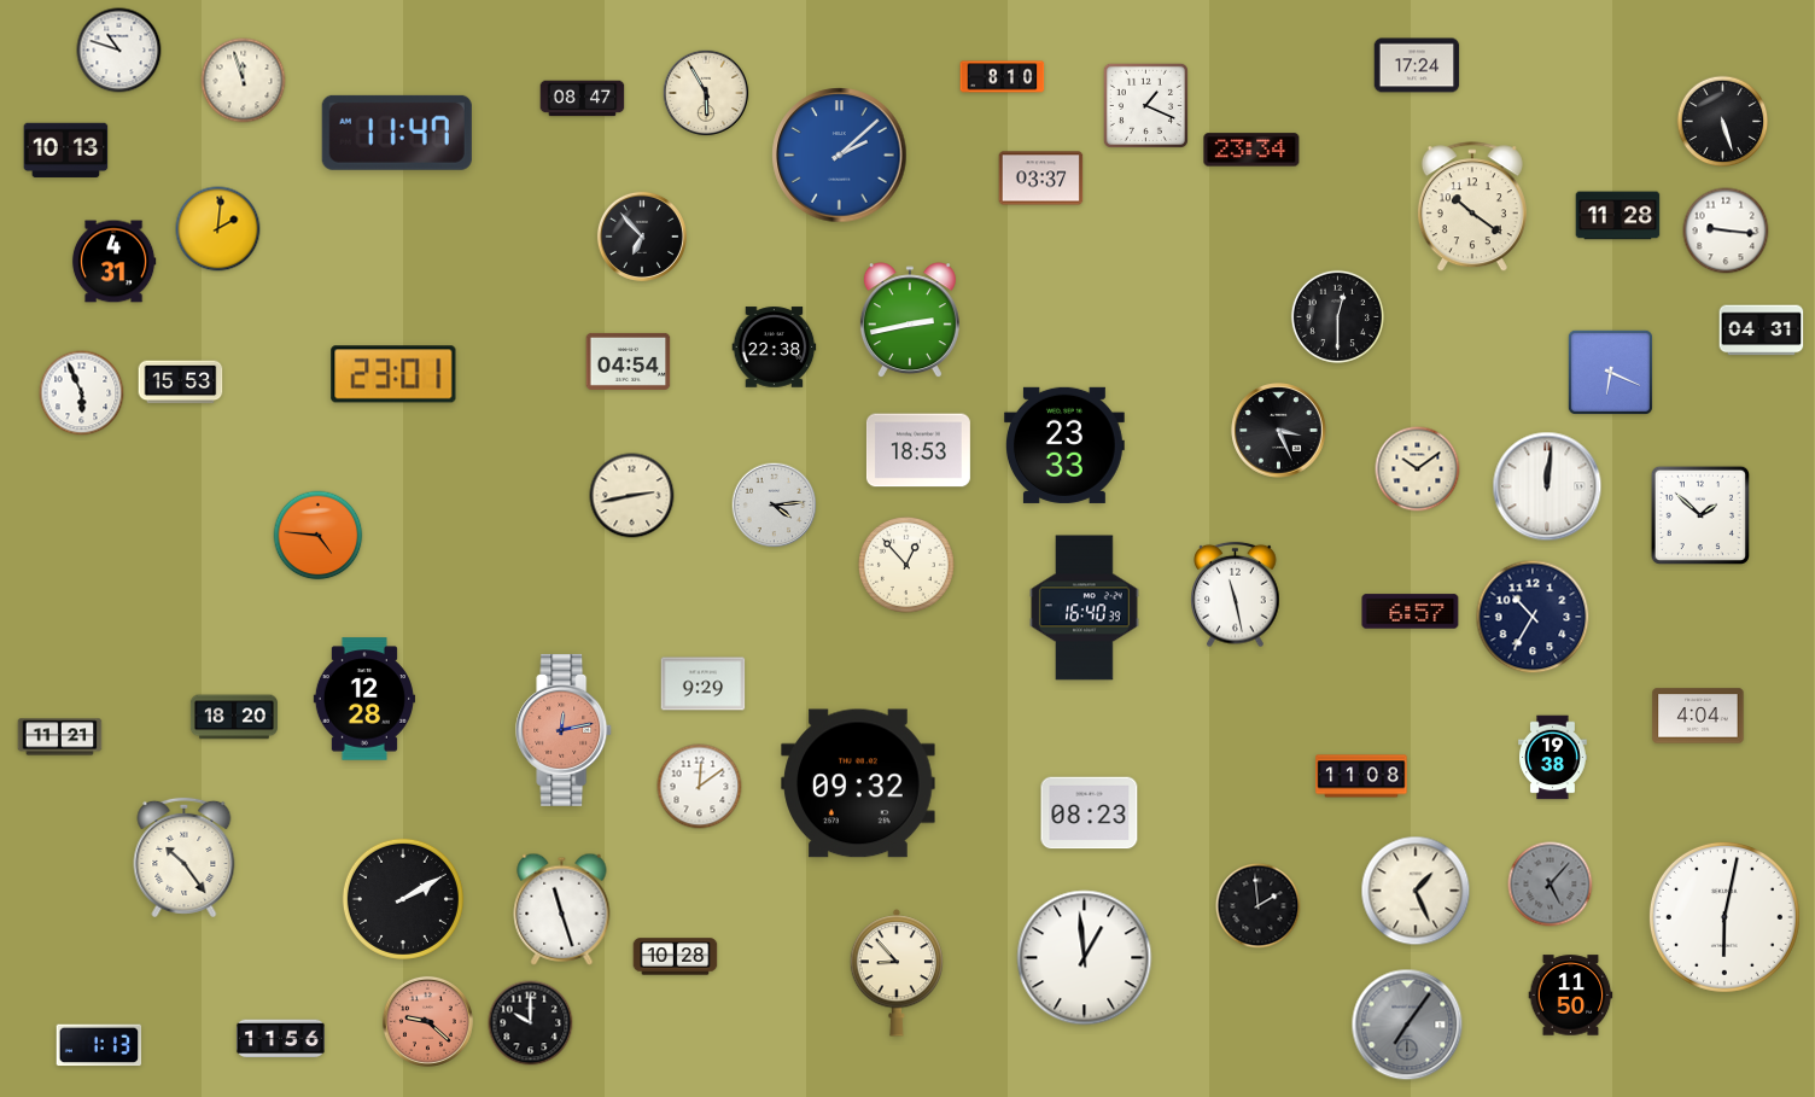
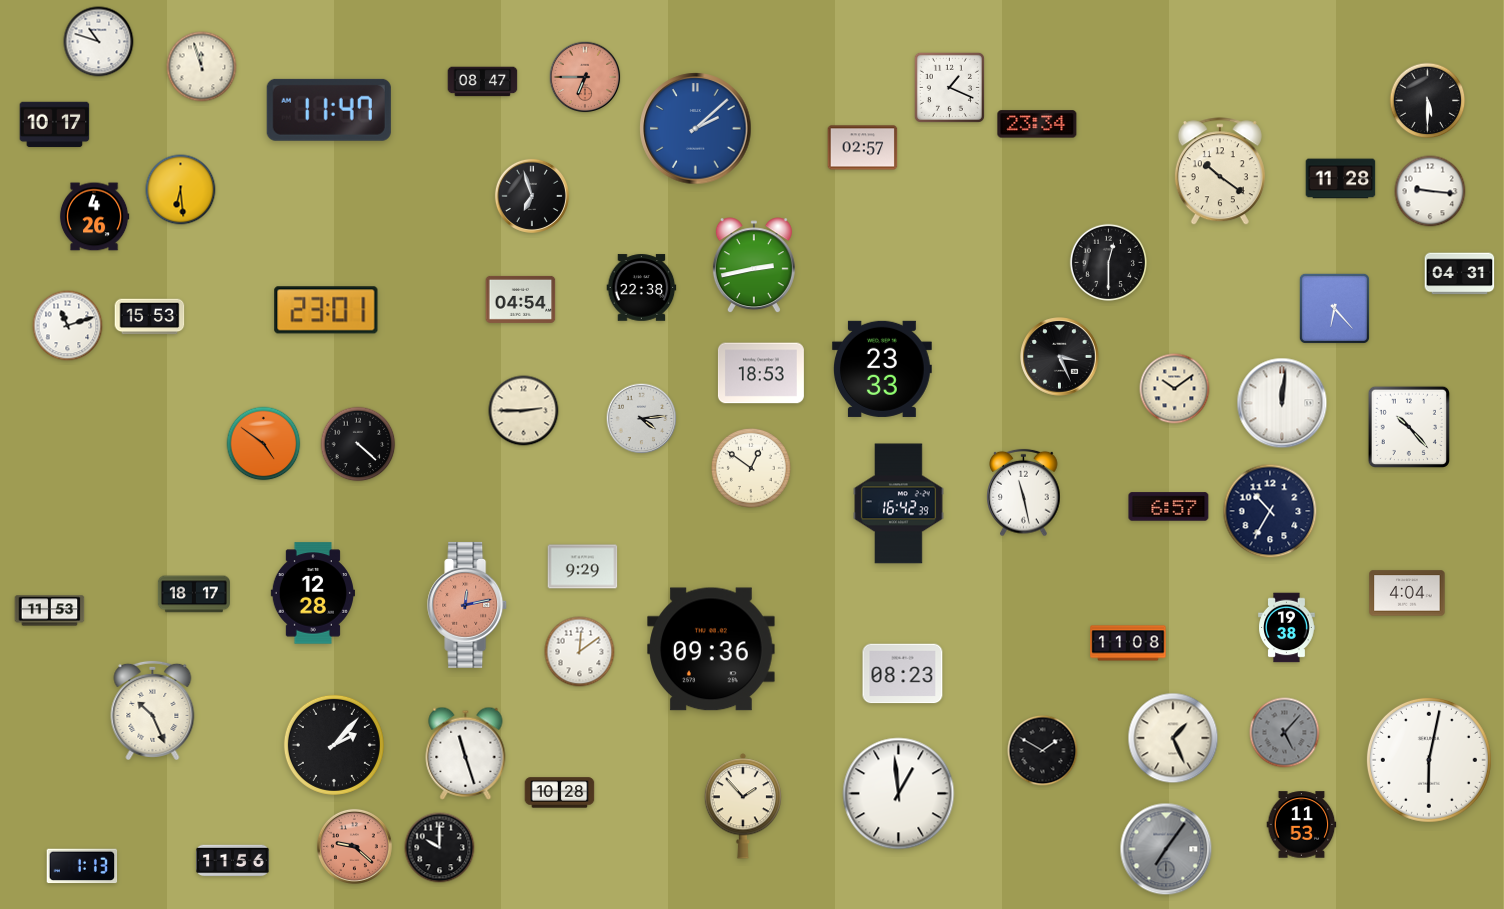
clock at (1417, 65): 17:24 -> none
clock at (1003, 77): 8:10 -> none
clock at (706, 93): 5:55 -> 6:45
clock at (706, 93) dial: cream -> salmon
clock at (1723, 122): 5:27 -> 5:30
clock at (66, 151): 10:13 -> 10:17
clock at (1041, 179): 03:37 -> 02:57
clock at (218, 229): 2:01 -> 6:29
clock at (642, 237): 6:53 -> 6:57
clock at (113, 262): 4:31 -> 4:26
clock at (1610, 372): 6:19 -> 6:23
clock at (82, 393): 5:56 -> 11:12
clock at (632, 496): 2:43 -> 2:45
clock at (1700, 515): 1:52 -> 10:23
clock at (319, 536): 4:46 -> 4:51
clock at (358, 444): none -> 4:22
clock at (906, 565): 12:53 -> 12:51
clock at (1085, 608): 16:40 -> 16:42
clock at (363, 699) position: (363, 699) -> (312, 593)
clock at (234, 717): 18:20 -> 18:17
clock at (60, 737): 11:21 -> 11:53
clock at (858, 783): 09:32 -> 09:36
clock at (185, 857): 10:24 -> 10:26
clock at (403, 899): 2:10 -> 2:07
clock at (1259, 906): 1:59 -> 1:50
clock at (895, 973): 8:53 -> 1:53
clock at (1571, 996): 11:50 -> 11:53
